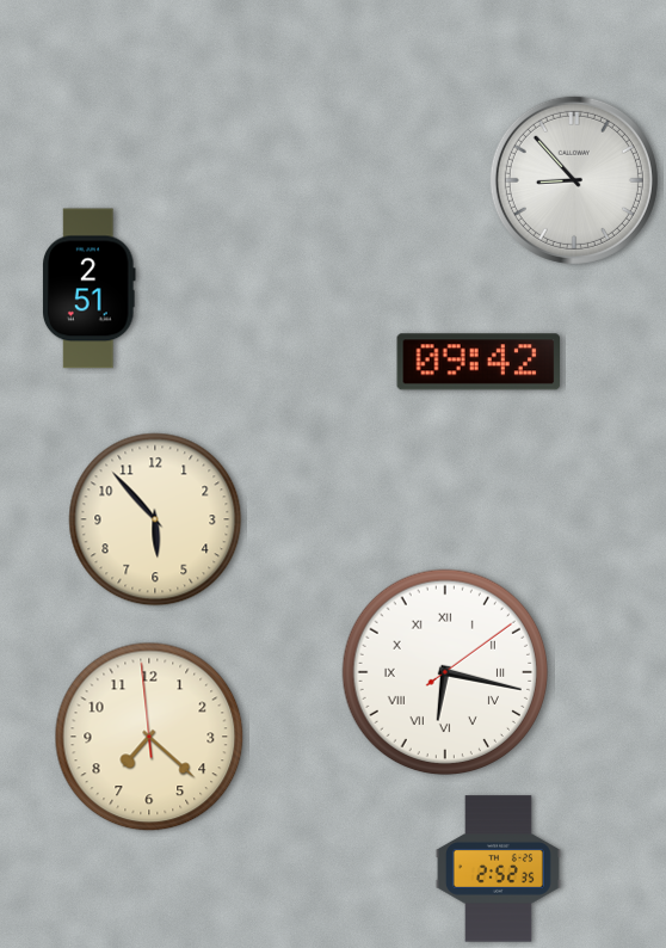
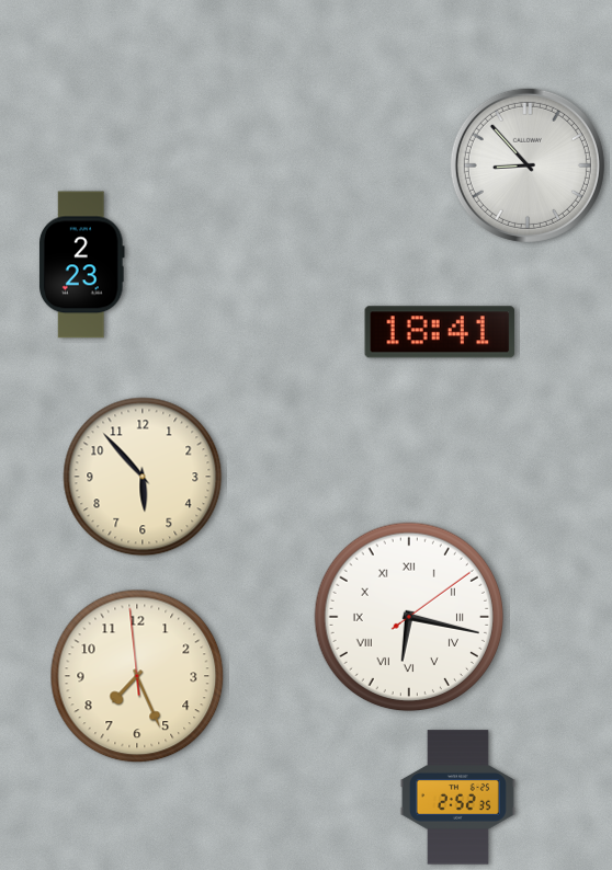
clock at (90, 289): 2:51 -> 2:23
clock at (479, 362): 09:42 -> 18:41
clock at (149, 737): 7:21 -> 7:25
